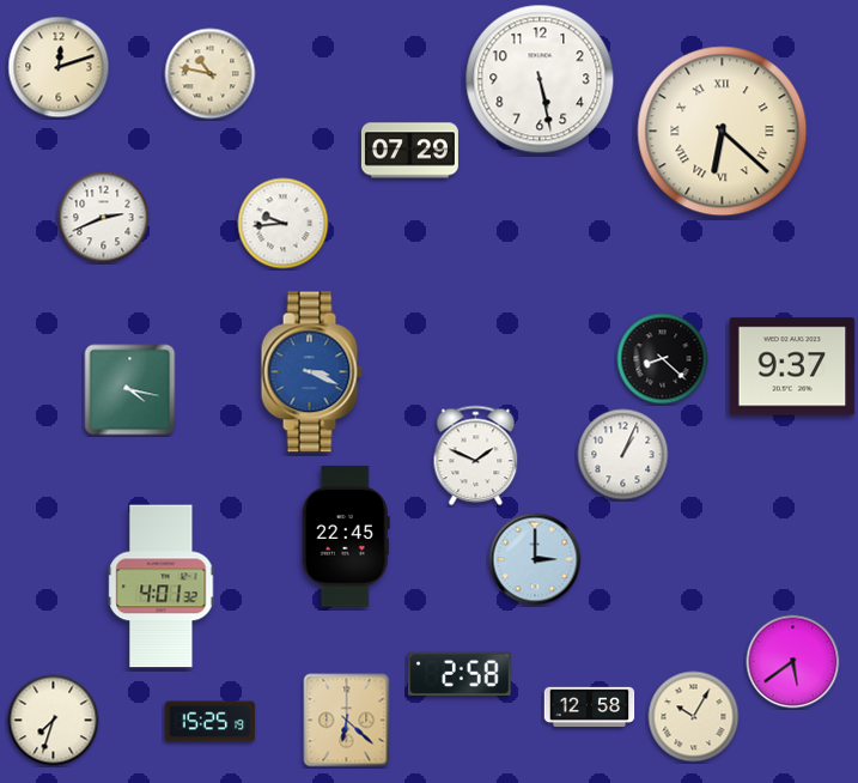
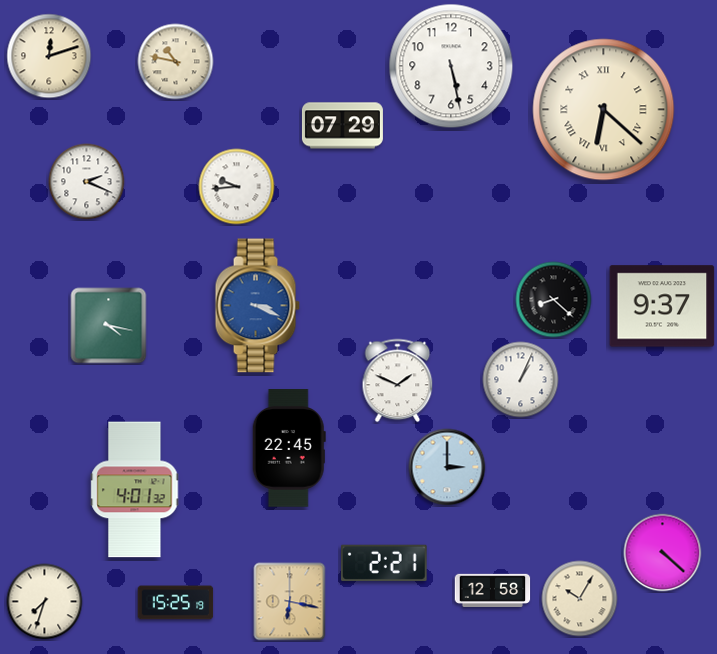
clock at (104, 218): 2:41 -> 2:19
clock at (311, 372) position: (311, 372) -> (257, 306)
clock at (793, 662): 5:39 -> 4:22
clock at (461, 674): 2:58 -> 2:21
clock at (347, 721): 6:22 -> 6:17
